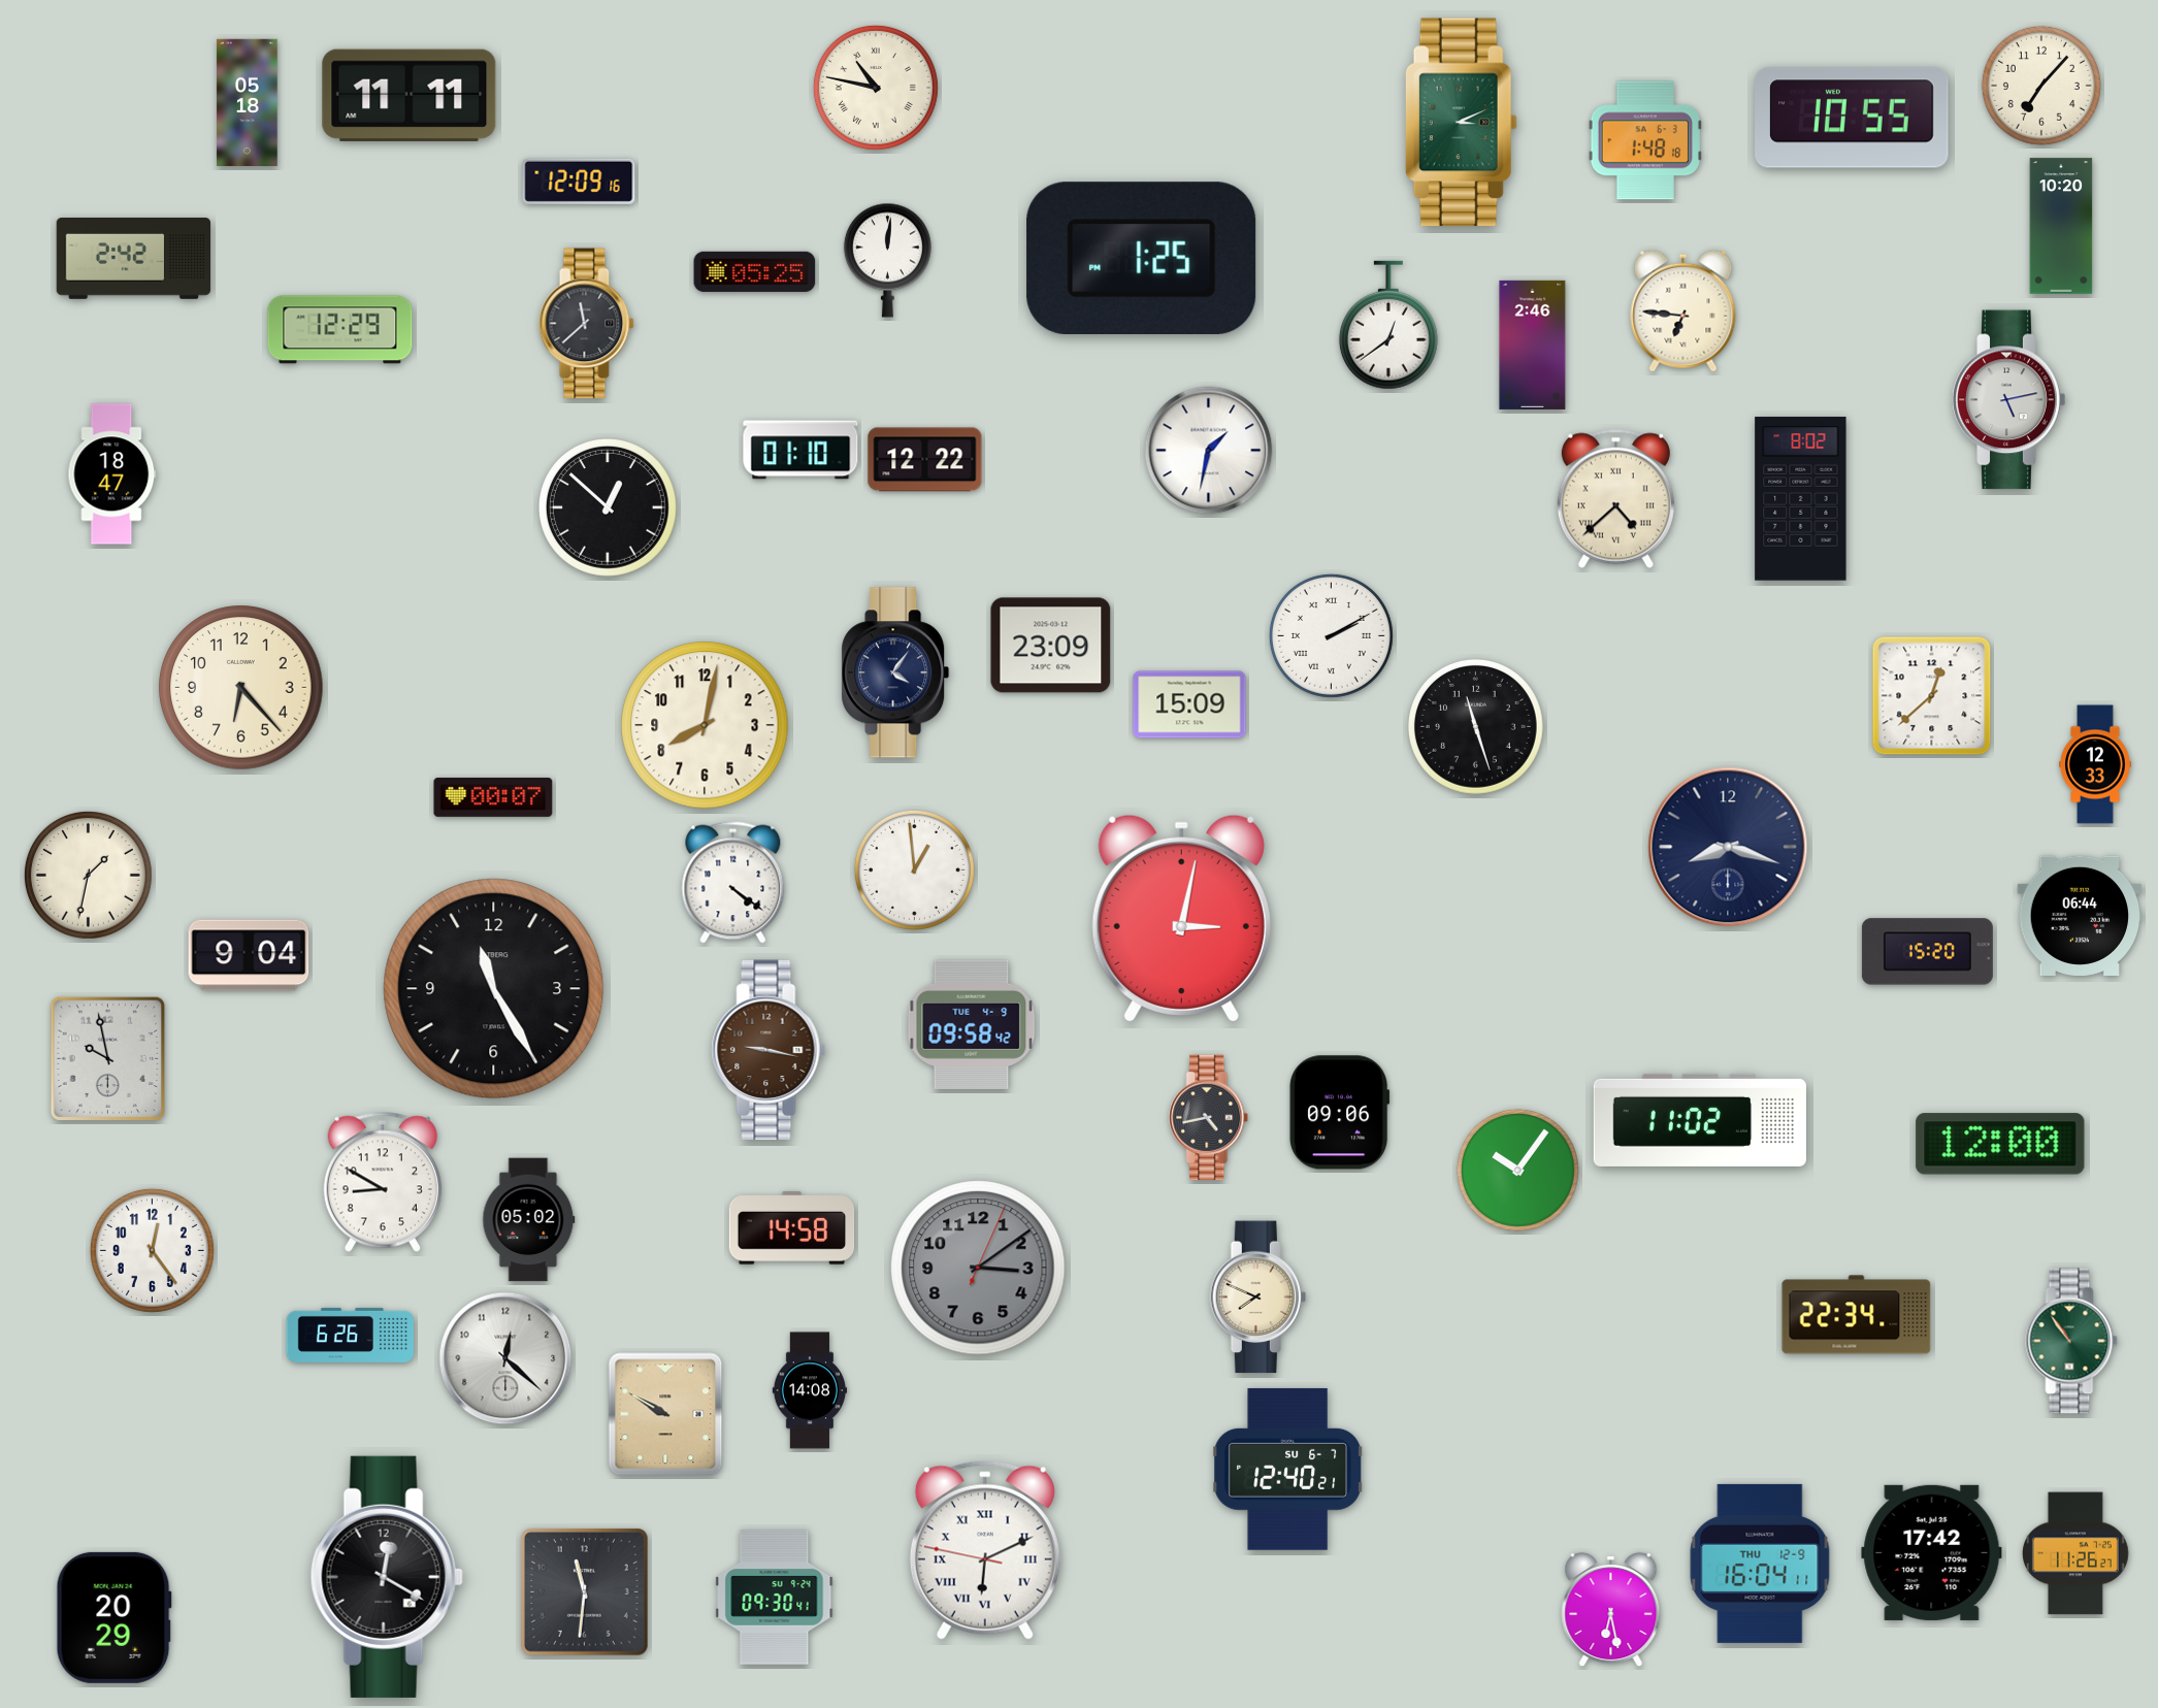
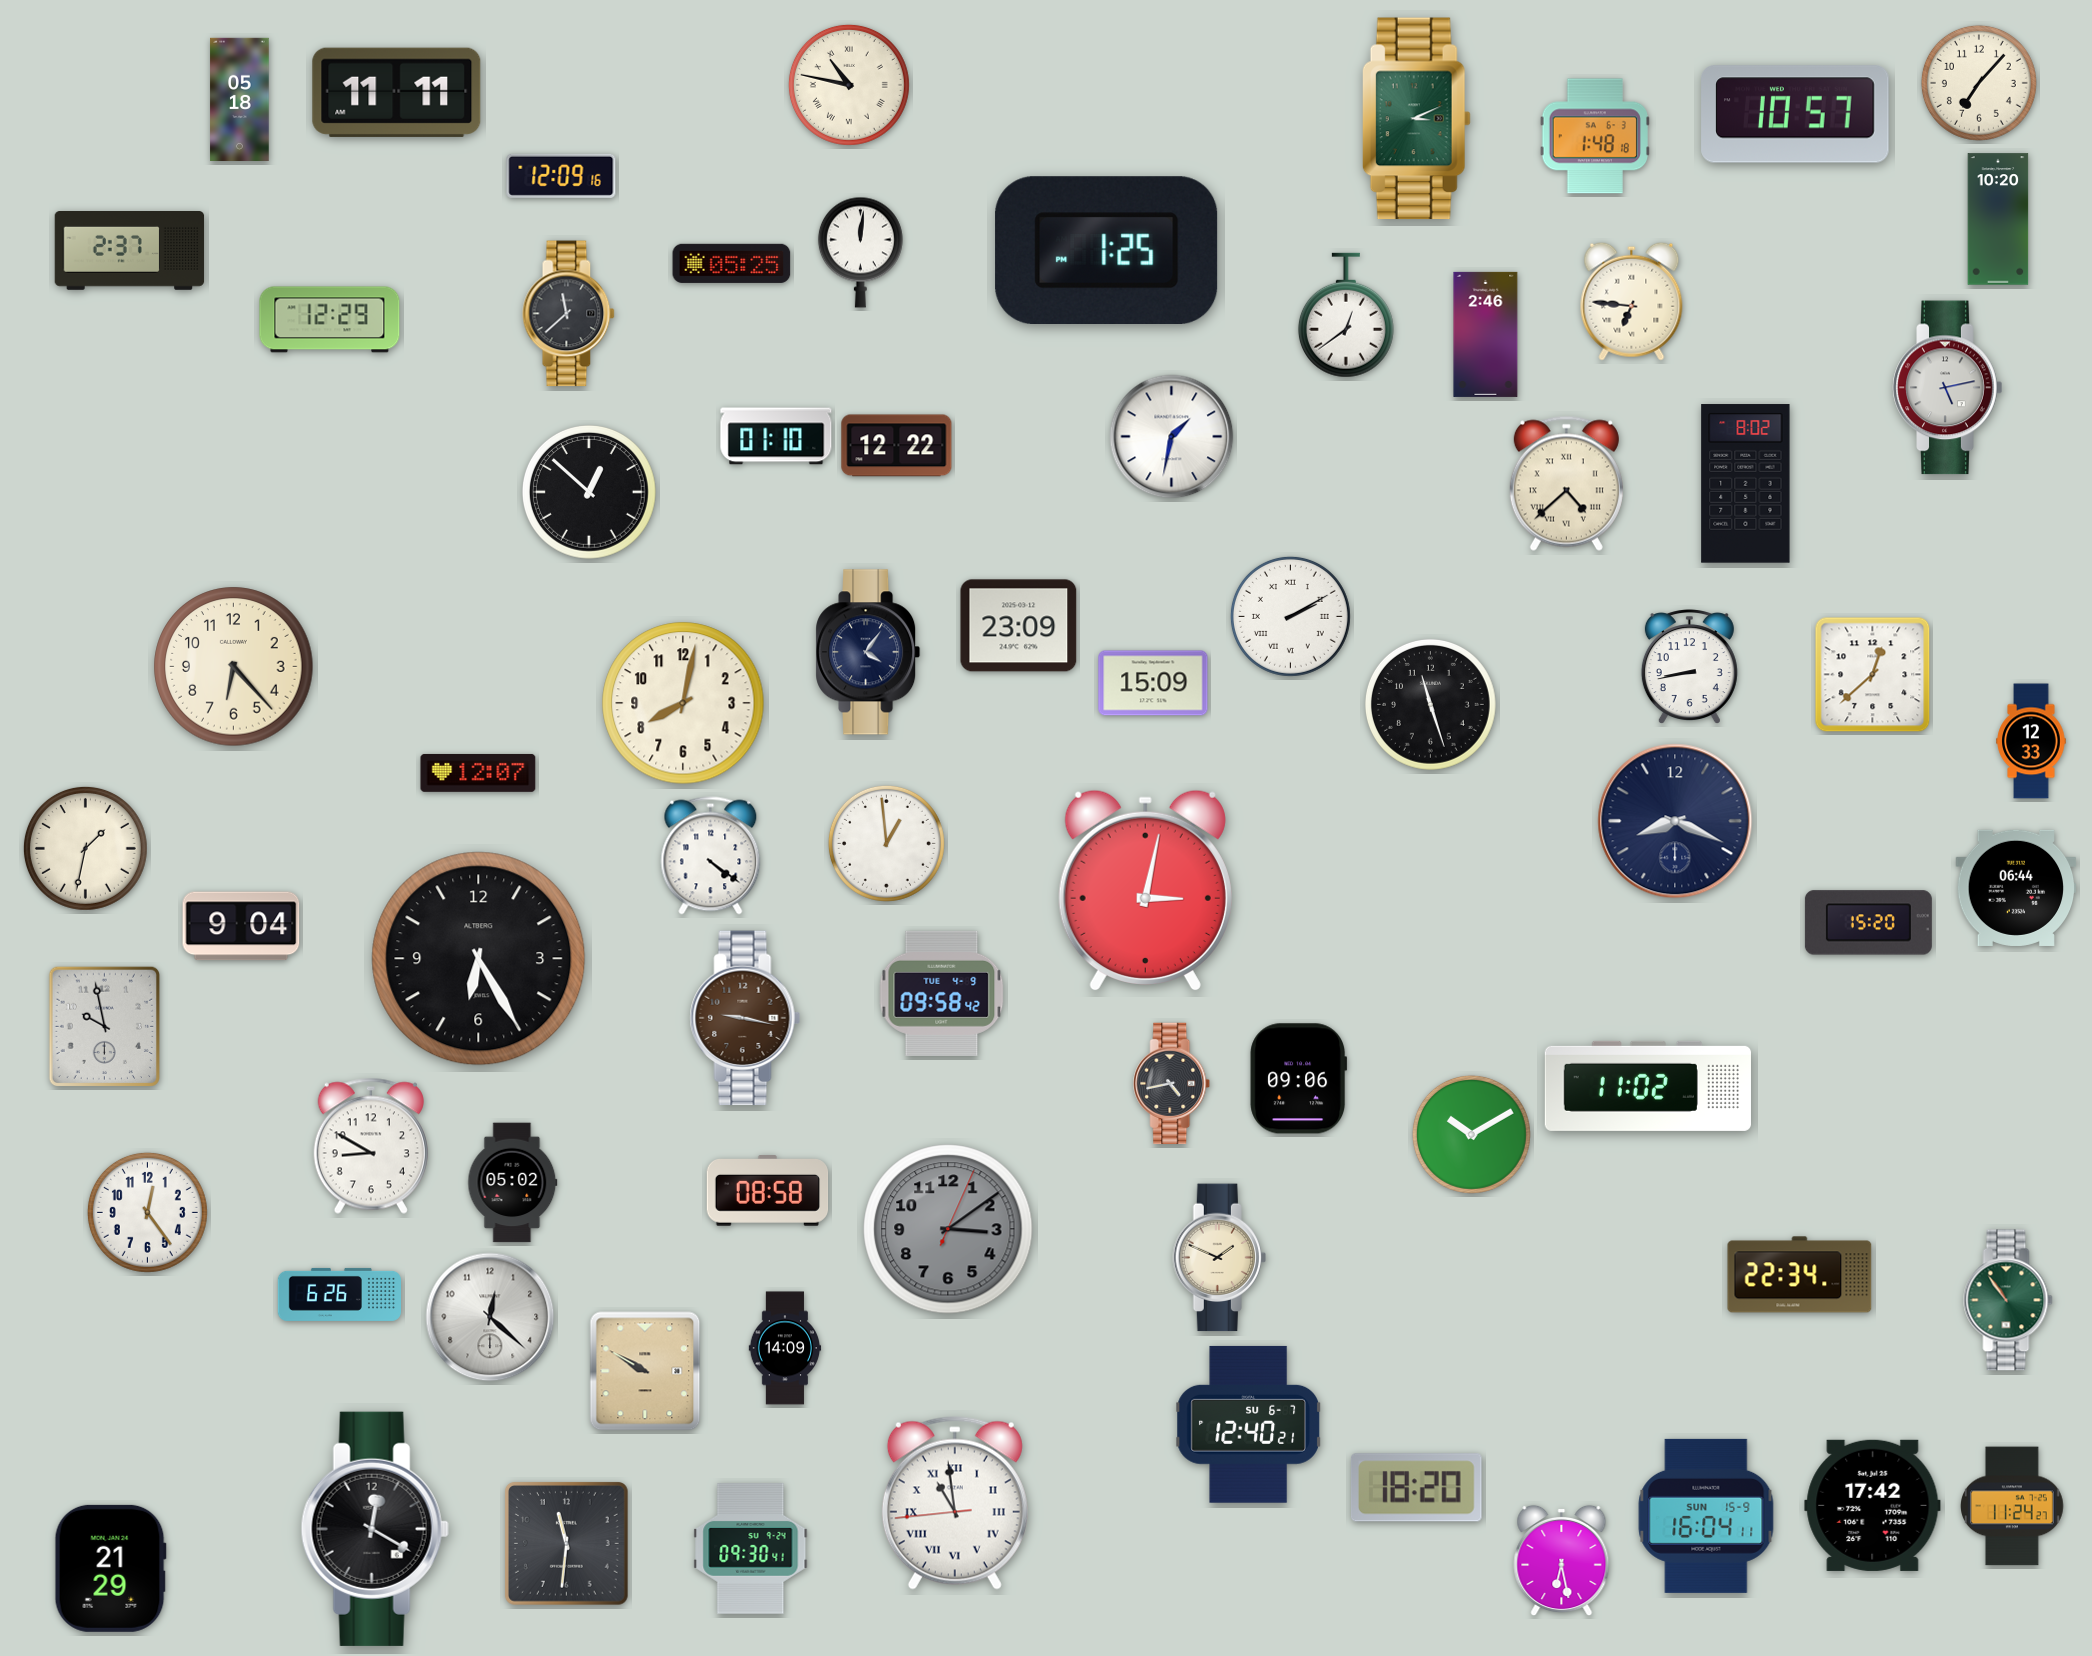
clock at (1852, 118): 10:55 -> 10:57
clock at (134, 259): 2:42 -> 2:37
clock at (112, 474): 18:47 -> none
clock at (1689, 667): none -> 8:43
clock at (493, 797): 00:07 -> 12:07
clock at (1728, 847): 8:18 -> 8:19
clock at (494, 989): 11:25 -> 6:25
clock at (2000, 1144): 12:00 -> none
clock at (1517, 1170): 10:06 -> 10:10
clock at (792, 1228): 14:58 -> 08:58
clock at (1257, 1298): 7:49 -> 1:49
clock at (810, 1390): 14:08 -> 14:09
clock at (1416, 1488): none -> 18:20
clock at (985, 1550): 6:10 -> 10:58
clock at (2077, 1553): 11:26 -> 11:24
clock at (1760, 1564) date: THU 12-9 -> SUN 15-9
clock at (113, 1617): 20:29 -> 21:29
